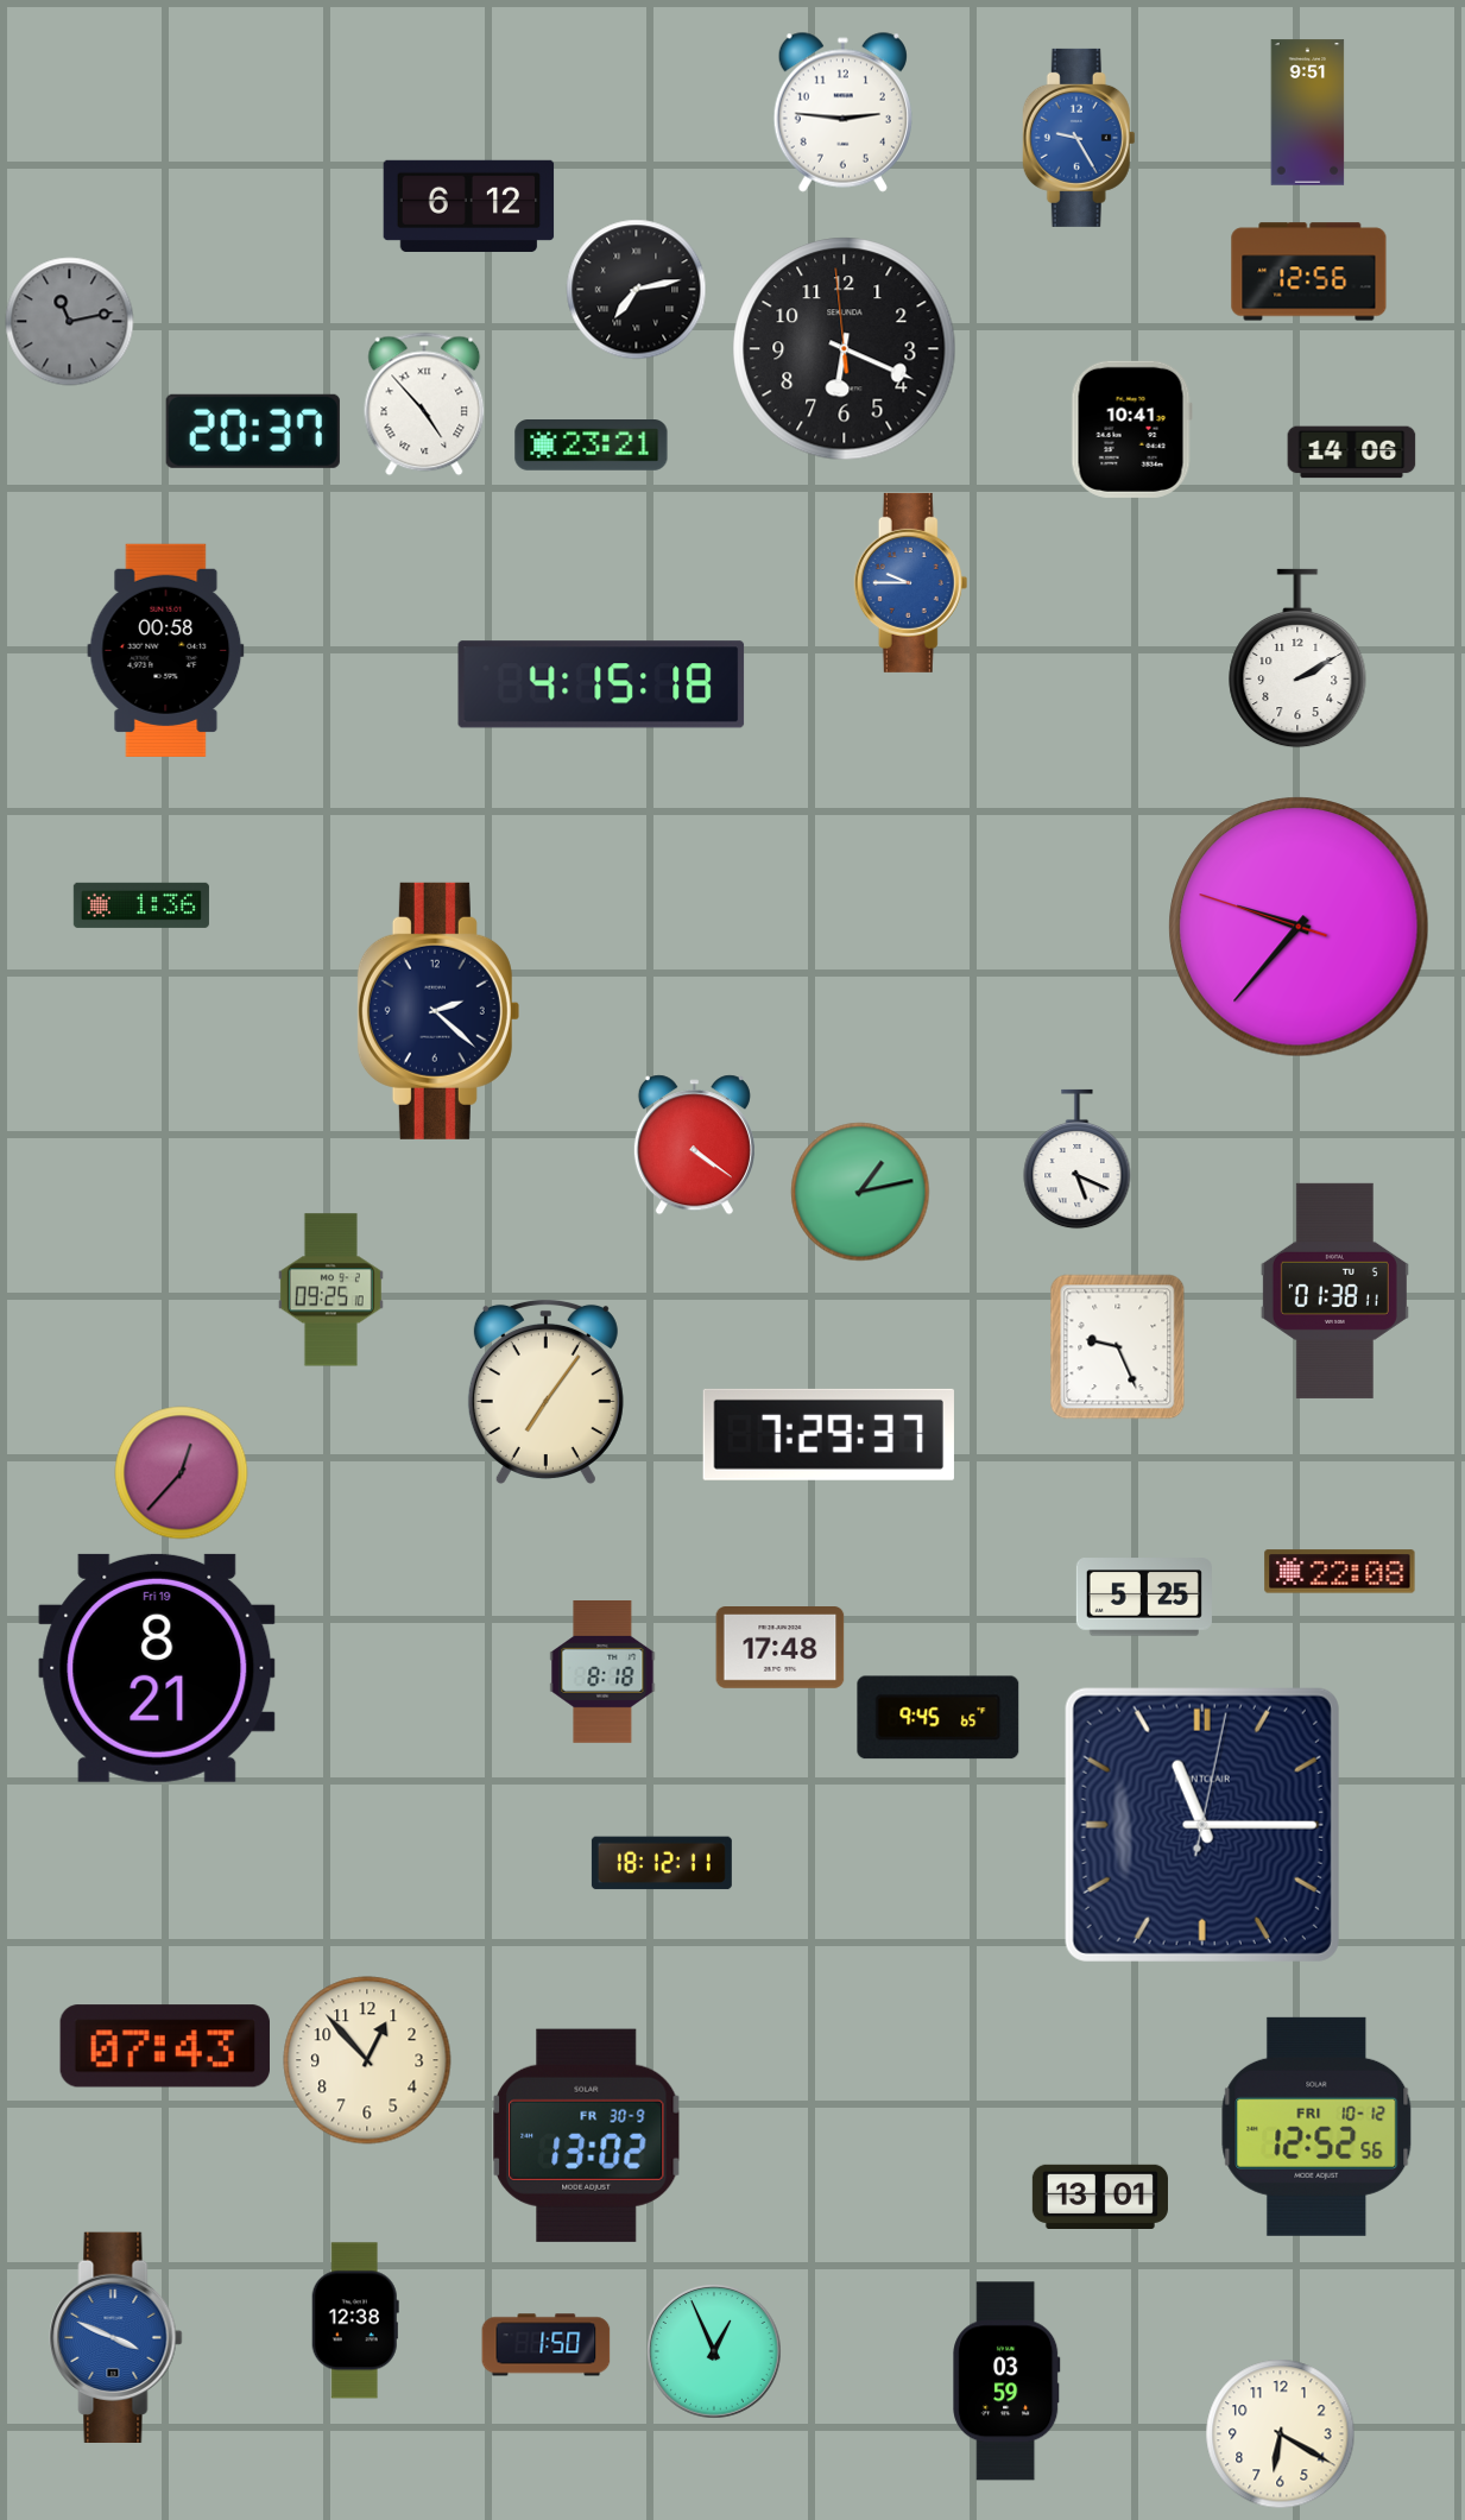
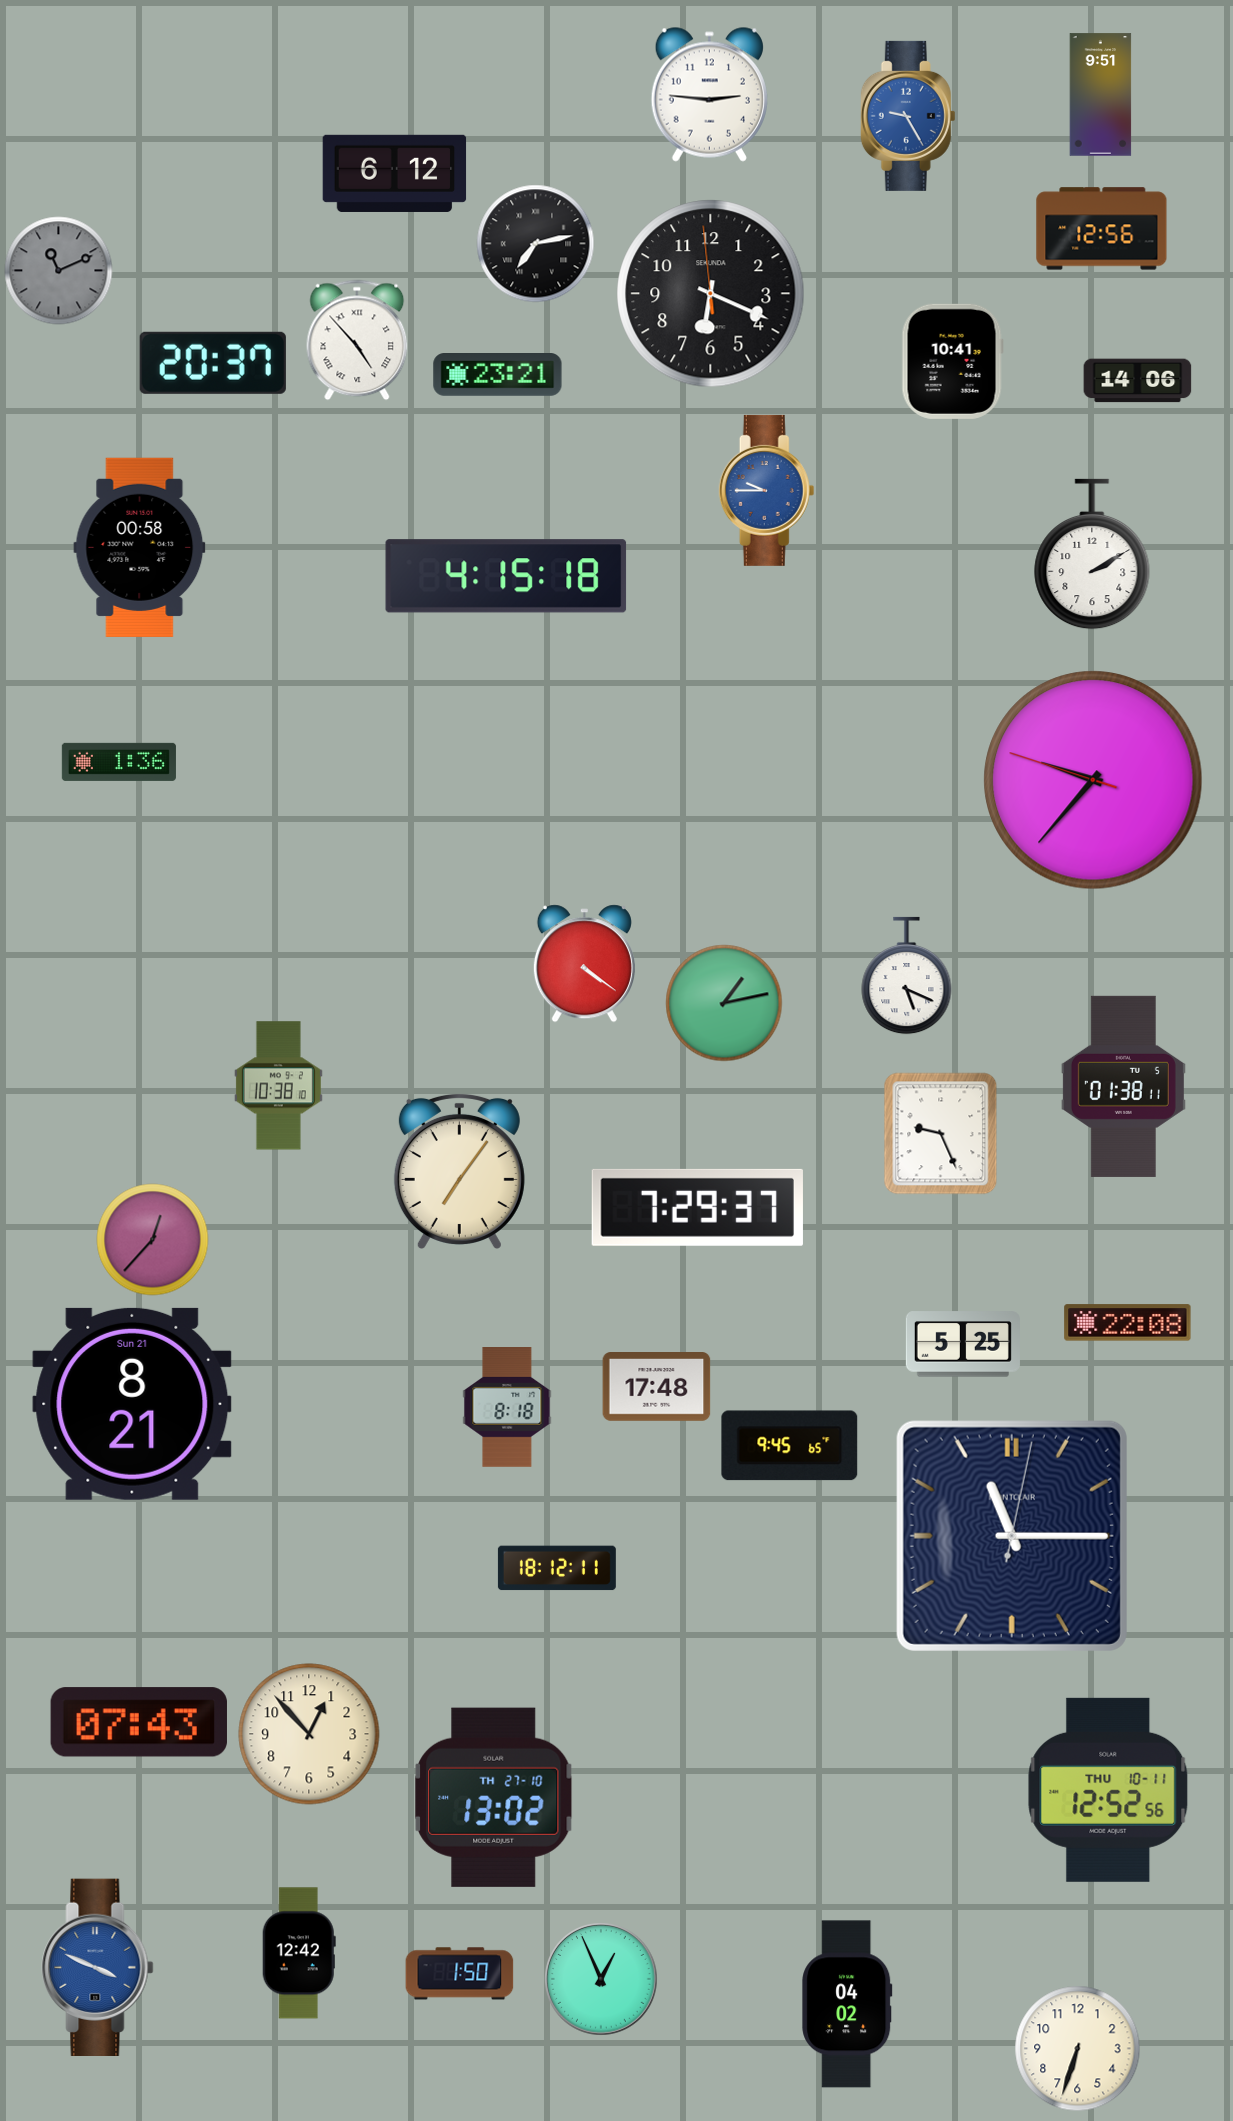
clock at (70, 322): 11:13 -> 11:11
clock at (438, 1011): 2:22 -> none
clock at (330, 1290): 09:25 -> 10:38
clock at (157, 1668) date: Fri 19 -> Sun 21
clock at (1316, 2127) date: FRI 10-12 -> THU 10-11
clock at (587, 2135) date: FR 30-9 -> TH 27-10
clock at (1100, 2196): 13:01 -> none
clock at (355, 2320): 12:38 -> 12:42
clock at (1006, 2381): 03:59 -> 04:02
clock at (1281, 2434): 6:20 -> 6:33
